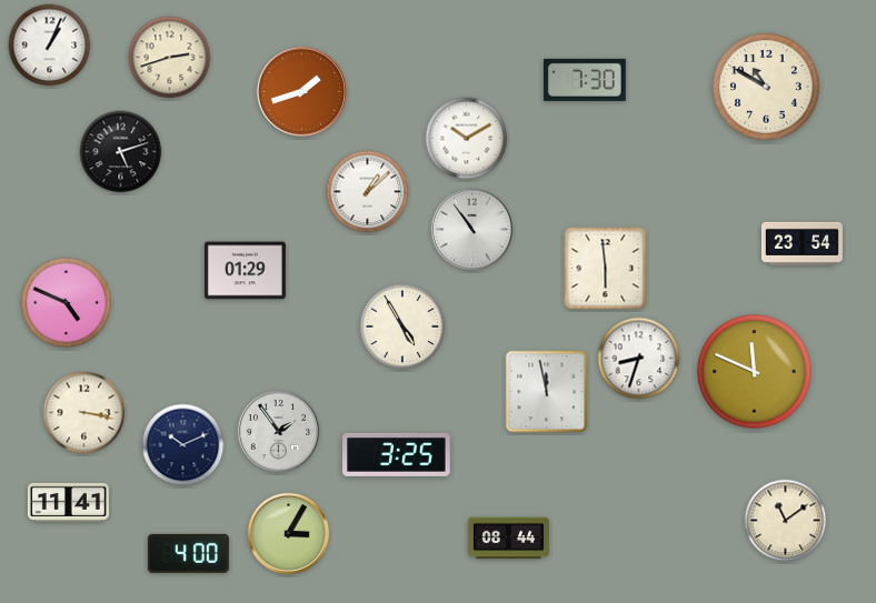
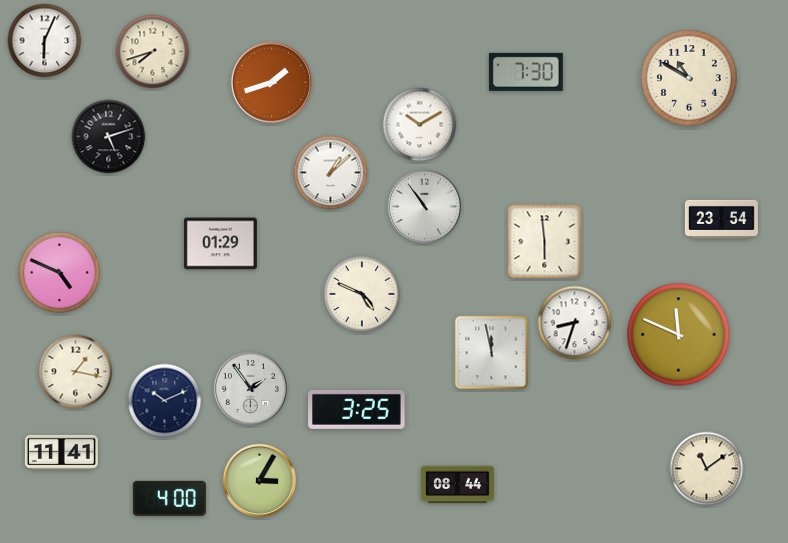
clock at (50, 46): 1:04 -> 6:04
clock at (170, 58): 2:42 -> 7:42
clock at (402, 326): 4:55 -> 4:49
clock at (84, 413): 3:17 -> 1:17
